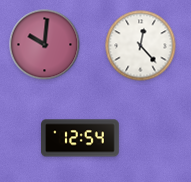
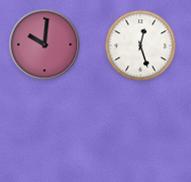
clock at (141, 46): 12:23 -> 12:27
clock at (80, 138): 12:54 -> none
